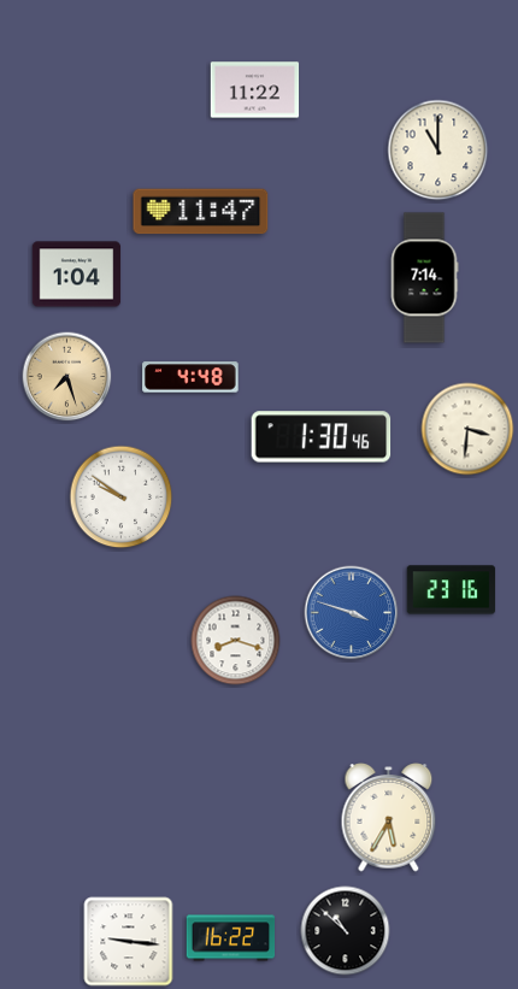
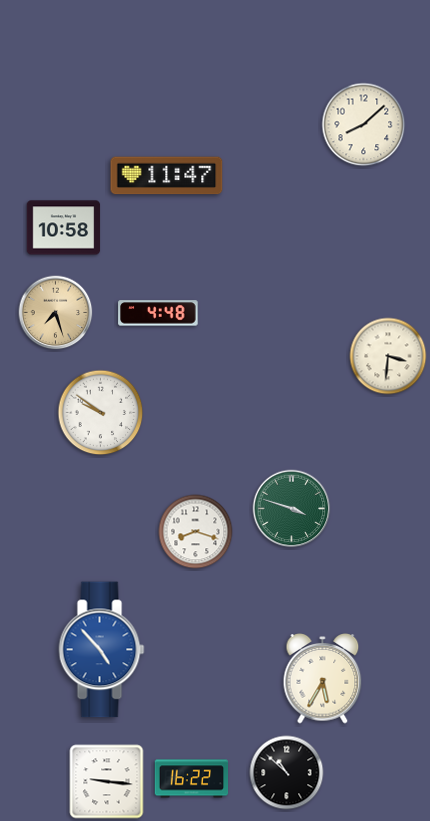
clock at (255, 90): 11:22 -> none
clock at (438, 151): 11:00 -> 8:08
clock at (77, 275): 1:04 -> 10:58
clock at (424, 278): 7:14 -> none
clock at (322, 437): 1:30 -> none
clock at (452, 590): 23:16 -> none
clock at (352, 613) dial: blue -> green
clock at (102, 650): none -> 4:53
